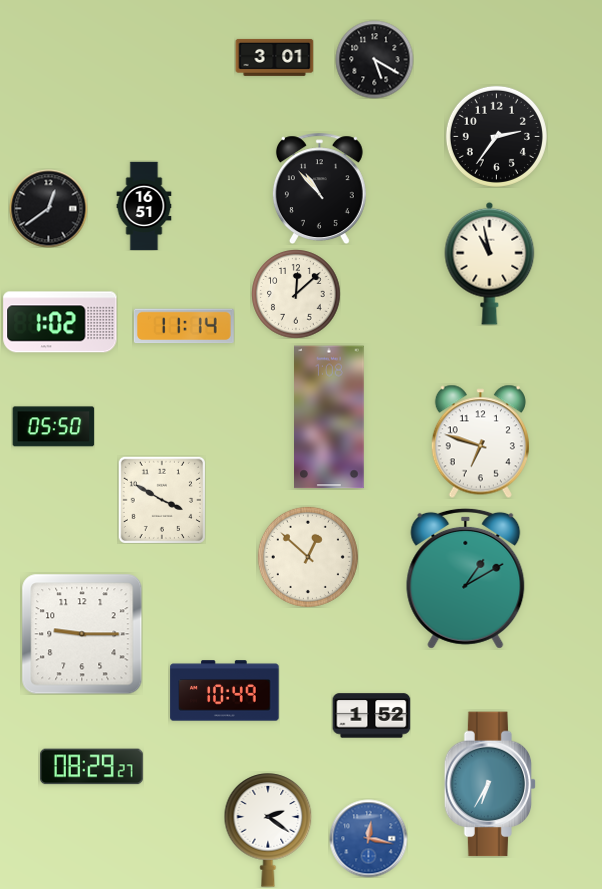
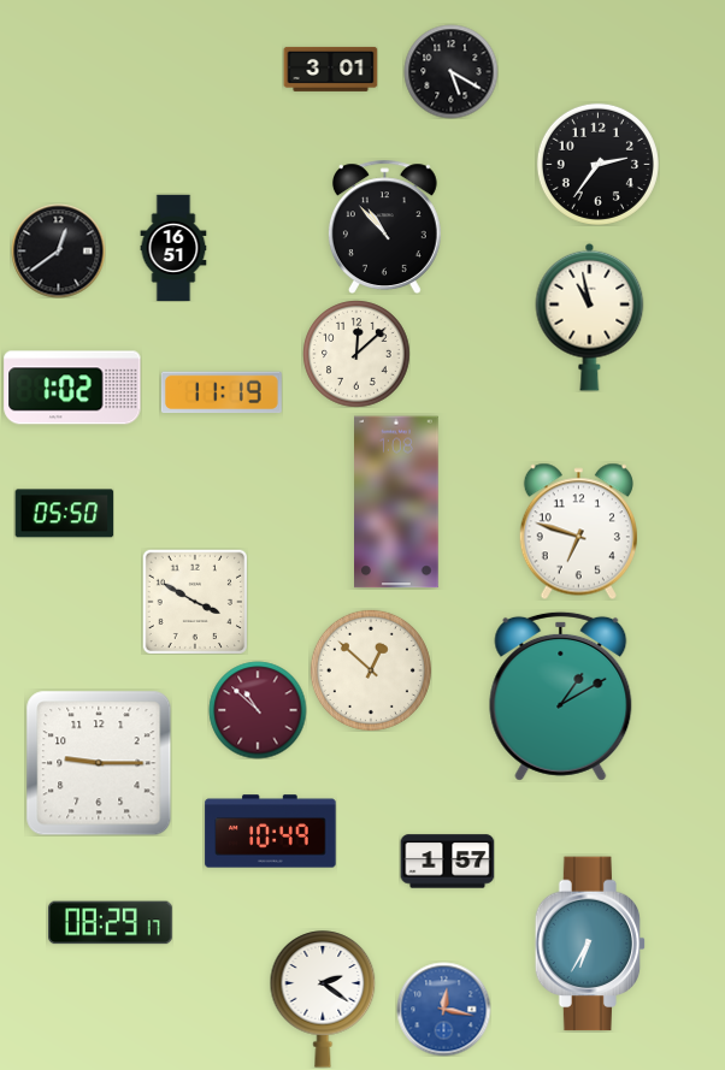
clock at (184, 326): 11:14 -> 11:19
clock at (258, 710): none -> 10:52
clock at (371, 716): 1:52 -> 1:57
clock at (92, 767): 08:29:27 -> 08:29:17
